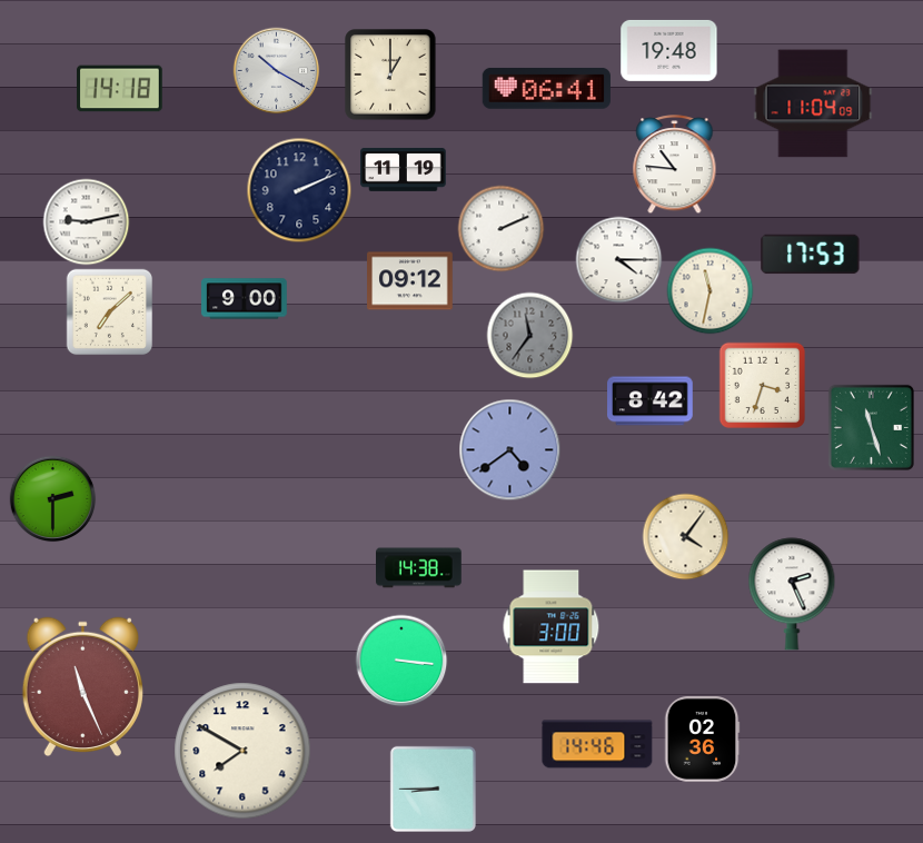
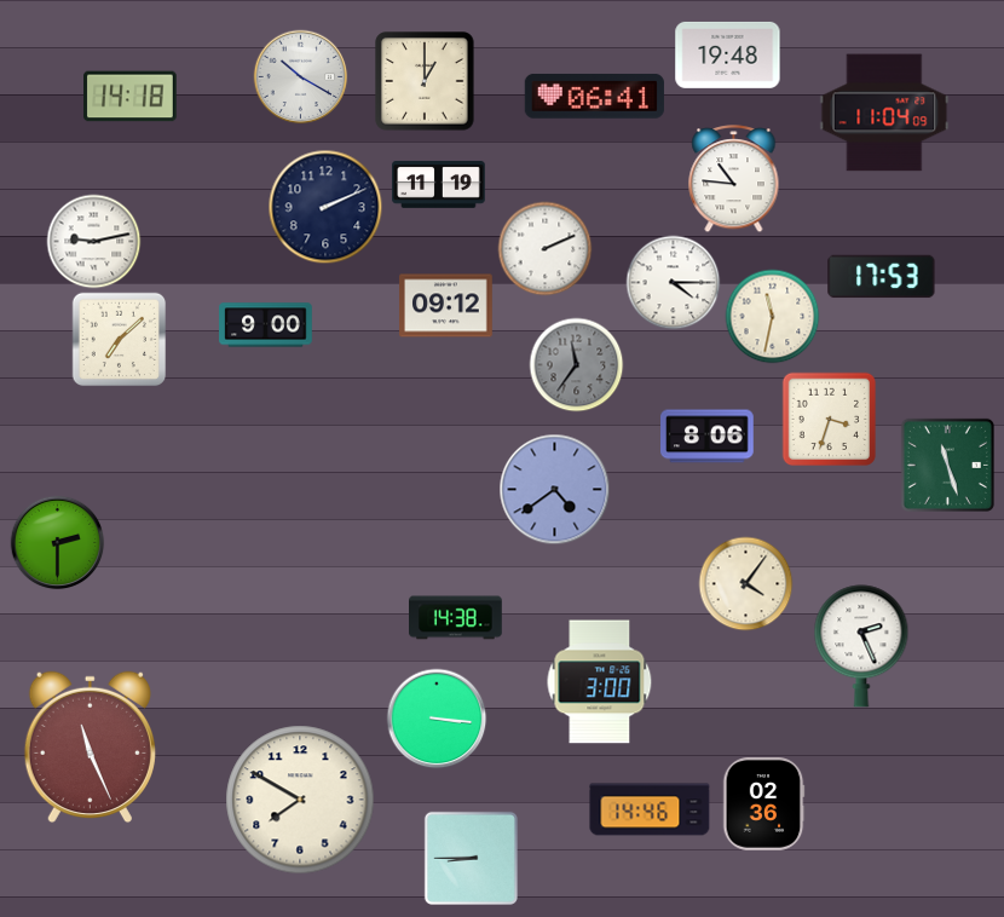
clock at (651, 401): 8:42 -> 8:06
clock at (242, 751) position: (242, 751) -> (300, 800)
